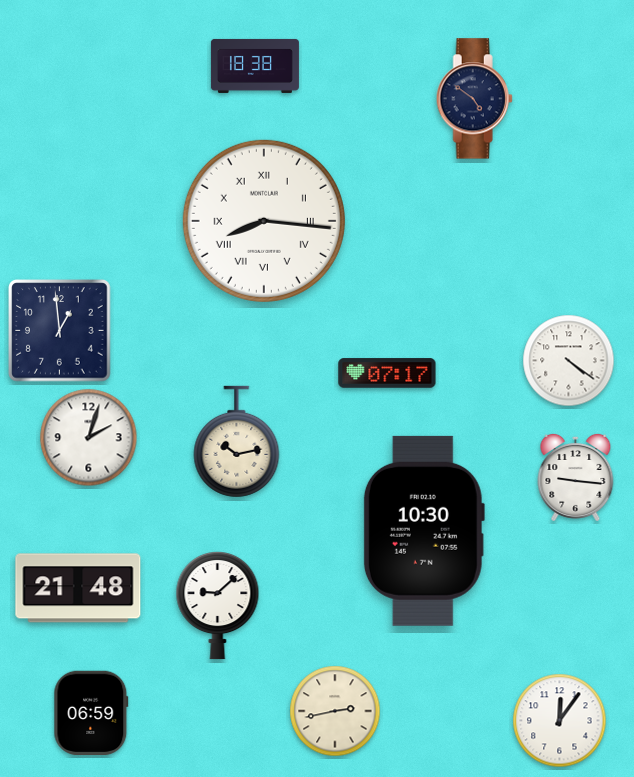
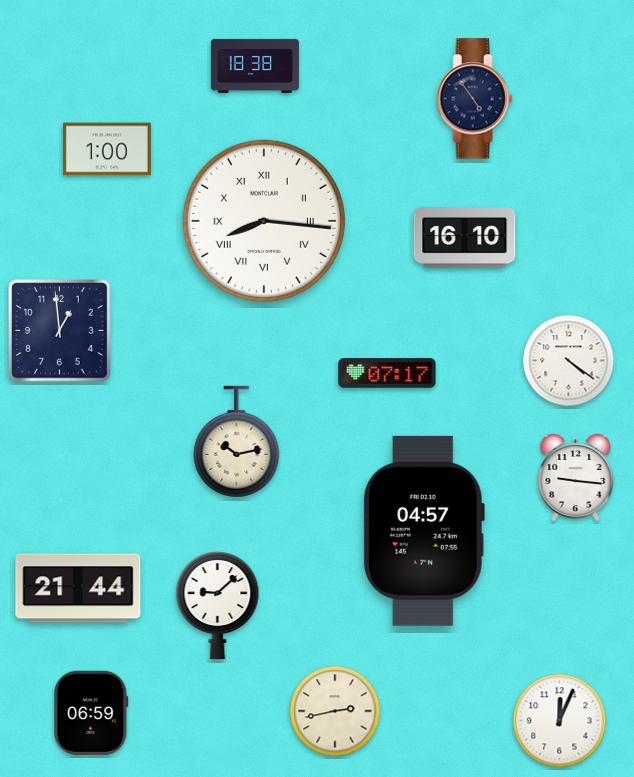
clock at (474, 99): 4:51 -> 4:54
clock at (107, 149): none -> 1:00
clock at (465, 238): none -> 16:10
clock at (89, 438): 2:03 -> none
clock at (424, 531): 10:30 -> 04:57
clock at (78, 588): 21:48 -> 21:44
clock at (560, 721): 12:06 -> 12:04
